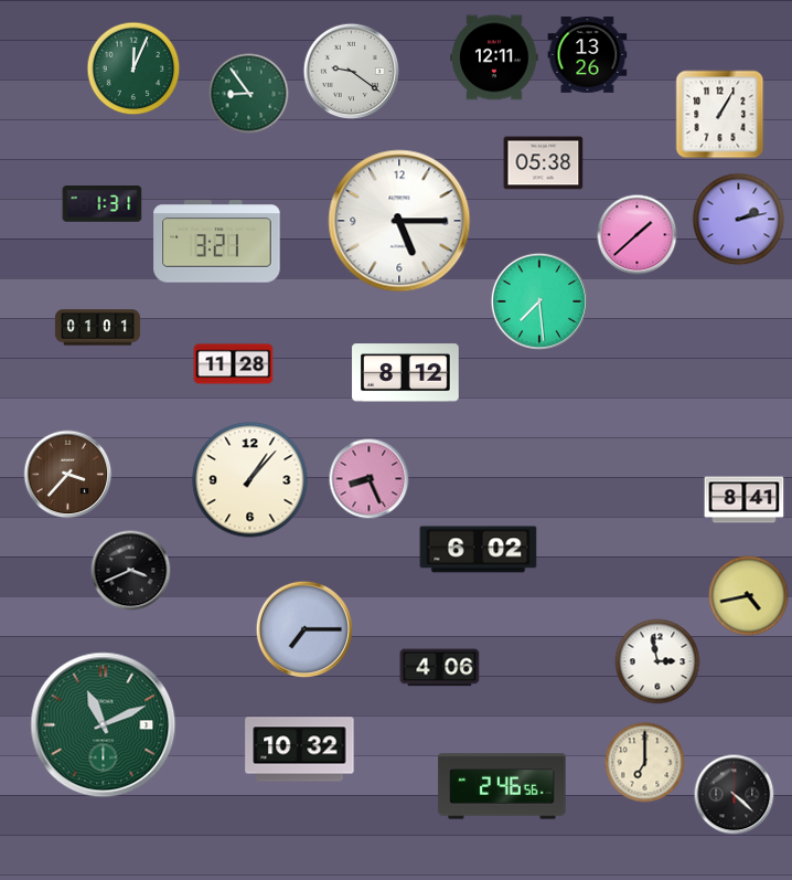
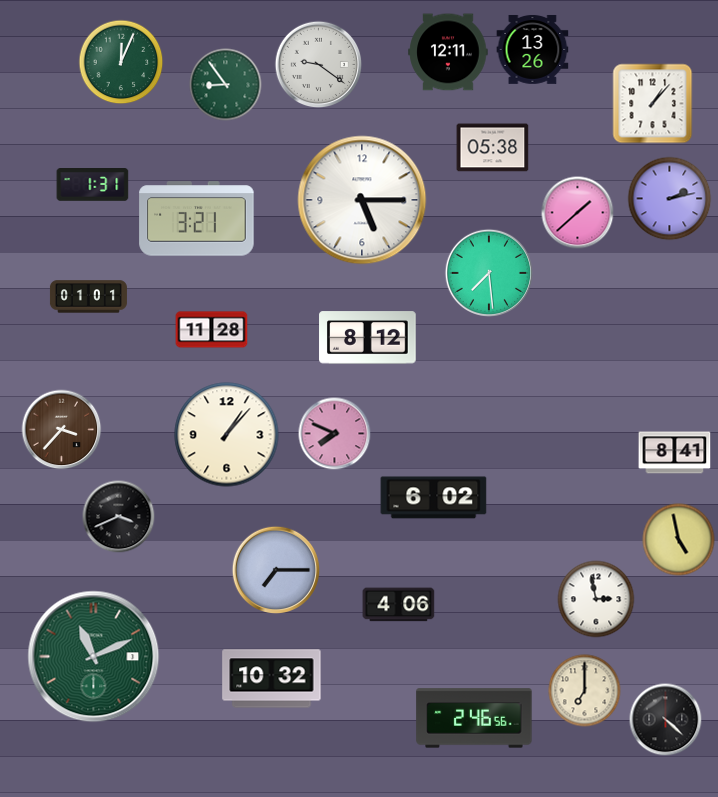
clock at (720, 115): 1:05 -> 1:07
clock at (370, 479): 8:26 -> 7:49
clock at (749, 596): 4:43 -> 4:58
clock at (502, 786) position: (502, 786) -> (474, 718)
